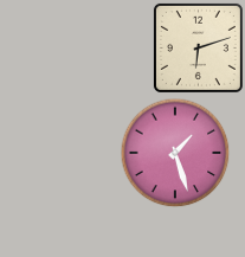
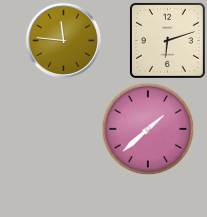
clock at (64, 41): none -> 11:46
clock at (175, 153): 1:27 -> 1:38
